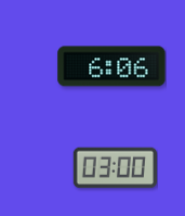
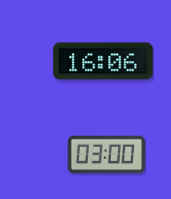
clock at (111, 66): 6:06 -> 16:06
